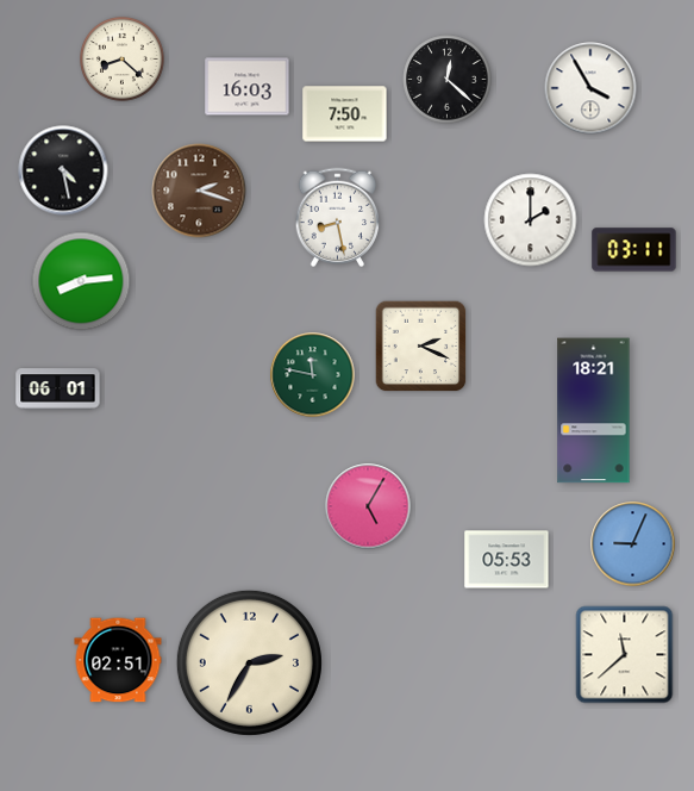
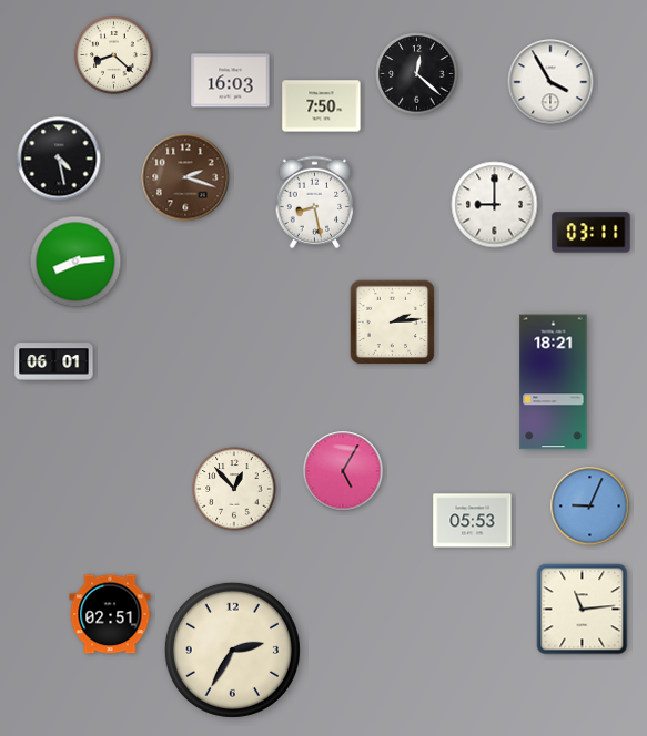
clock at (531, 220): 2:00 -> 9:00
clock at (421, 347): 2:19 -> 2:14
clock at (313, 375): 11:47 -> none
clock at (234, 489): none -> 12:53
clock at (625, 655): 11:38 -> 11:14
clock at (249, 662) position: (249, 662) -> (232, 650)
